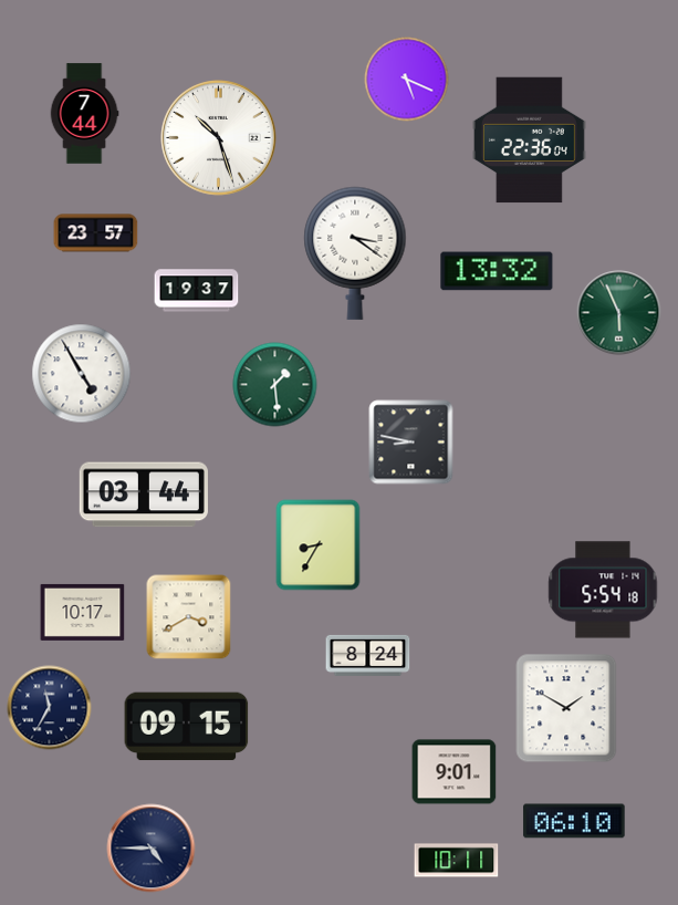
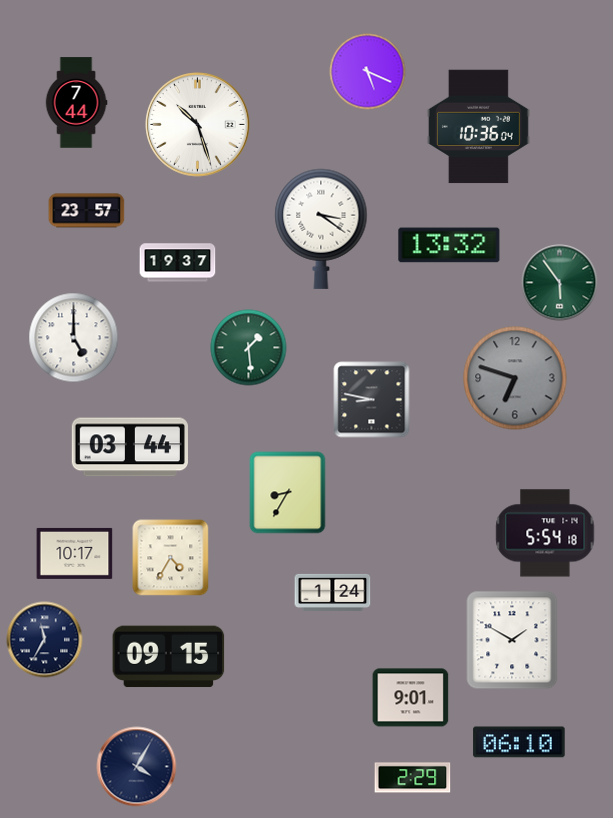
clock at (529, 141): 22:36 -> 10:36
clock at (619, 313): 5:56 -> 5:54
clock at (82, 374): 4:55 -> 5:00
clock at (515, 378): none -> 6:48
clock at (189, 617): 3:40 -> 4:35
clock at (368, 655): 8:24 -> 1:24
clock at (152, 849): 4:45 -> 4:05
clock at (457, 861): 10:11 -> 2:29
